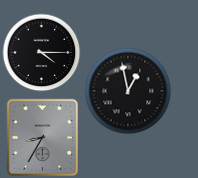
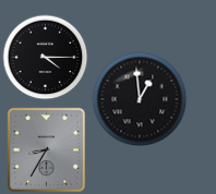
clock at (128, 91): 12:58 -> 12:59
